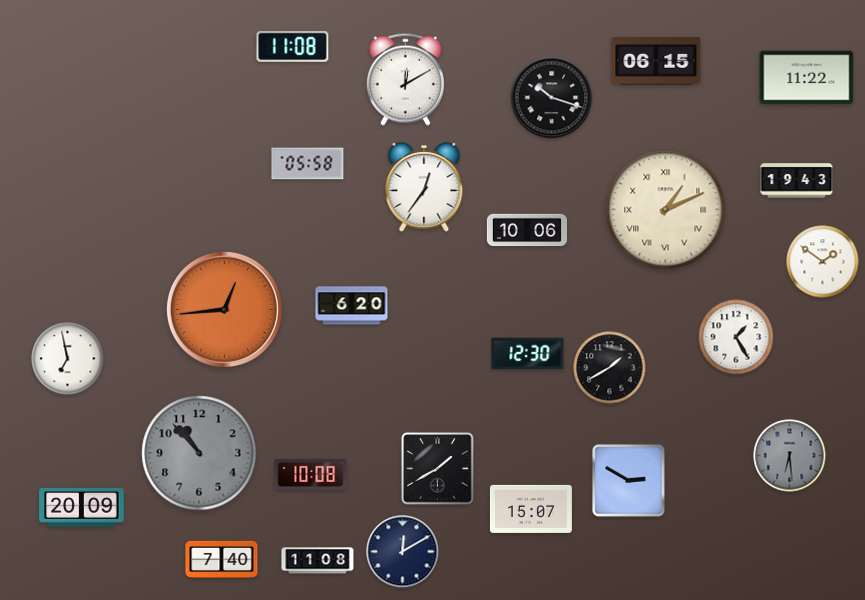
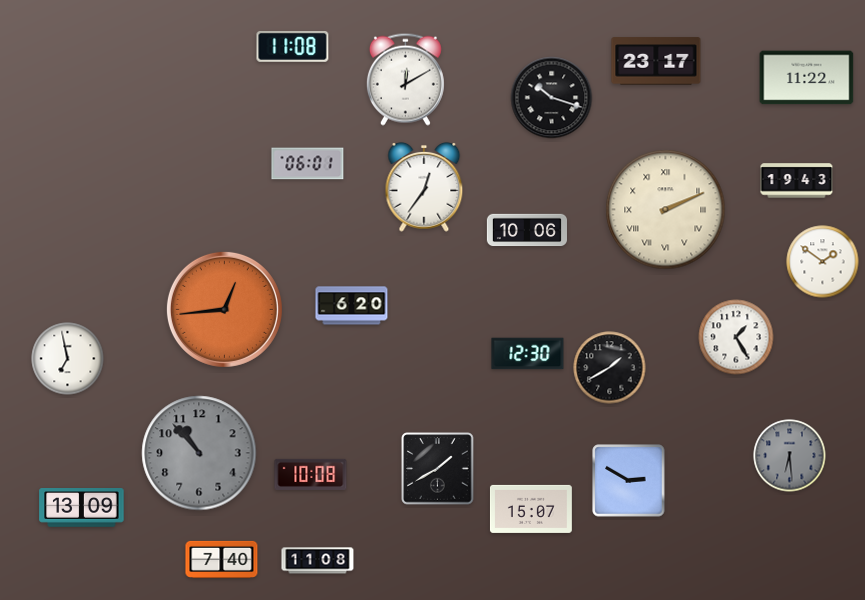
clock at (656, 61): 06:15 -> 23:17
clock at (308, 164): 05:58 -> 06:01
clock at (666, 210): 1:11 -> 2:11
clock at (82, 508): 20:09 -> 13:09
clock at (403, 552): 12:10 -> none
